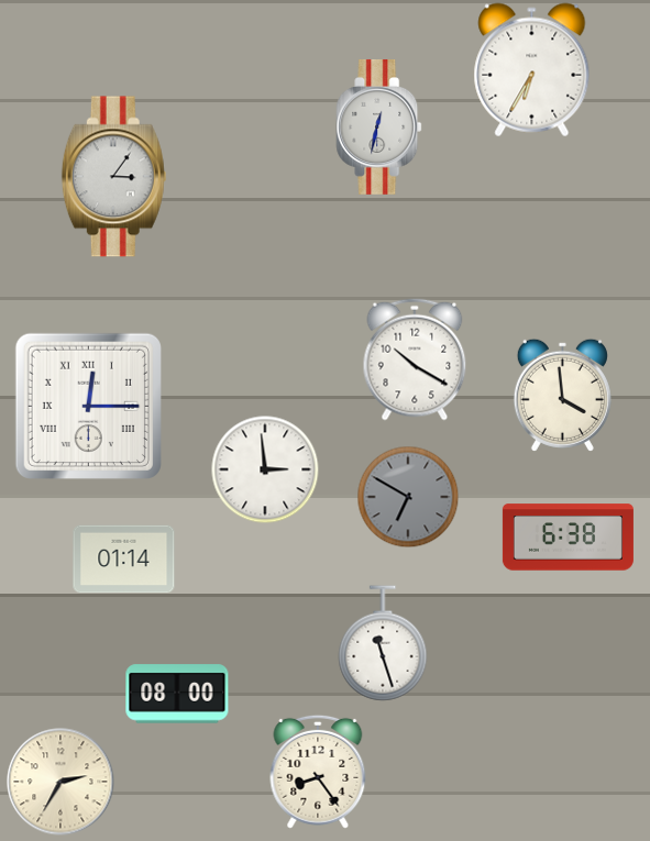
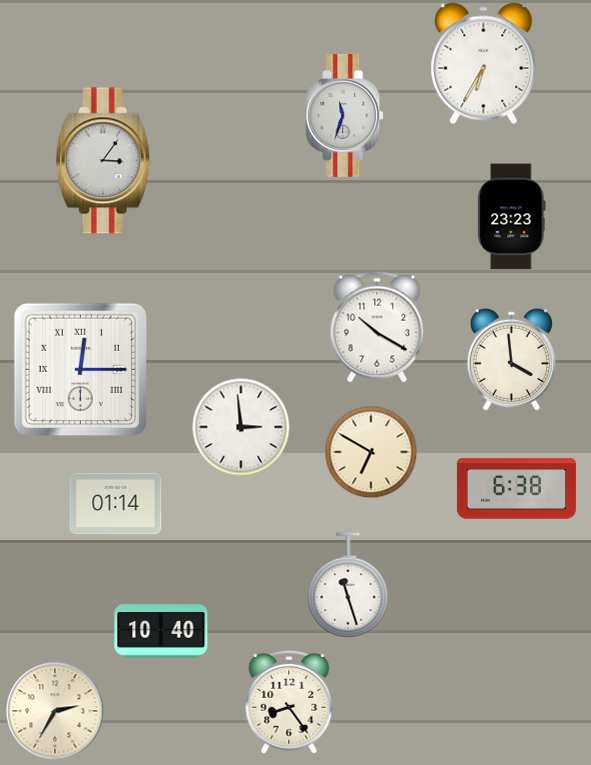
clock at (379, 126): 12:32 -> 11:33
clock at (512, 217): none -> 23:23
clock at (408, 497) dial: grey -> cream
clock at (124, 560) position: (124, 560) -> (116, 504)
clock at (177, 694): 08:00 -> 10:40
